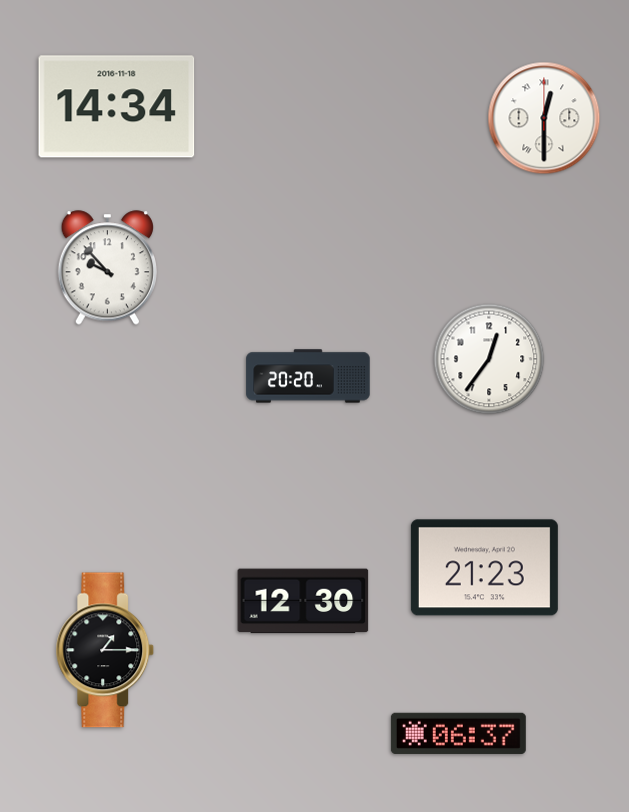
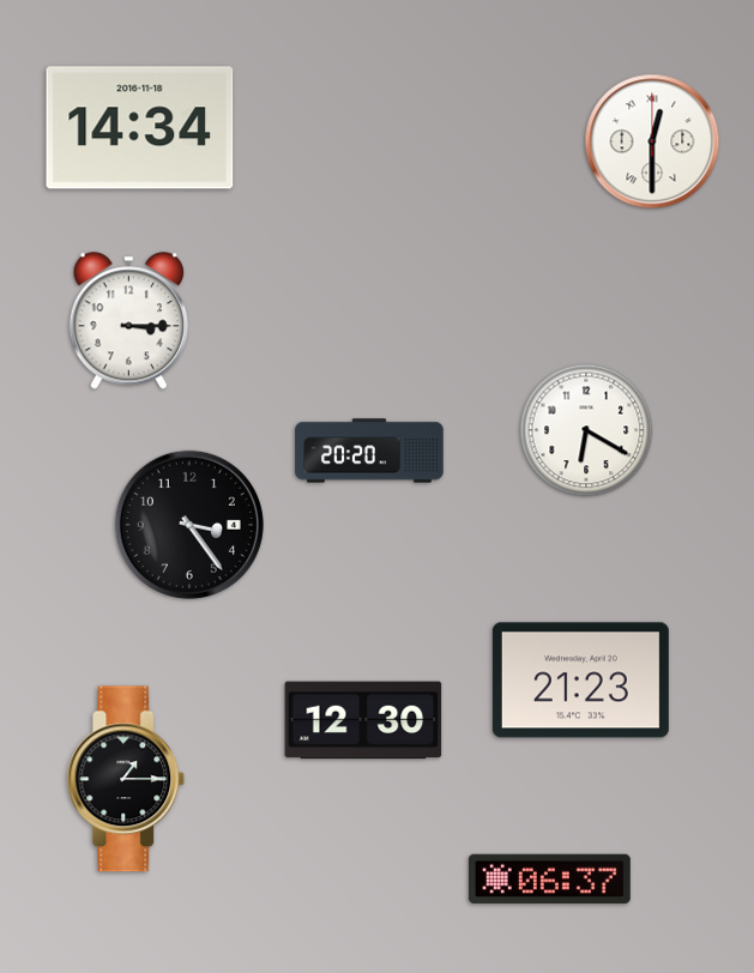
clock at (107, 268): 9:53 -> 3:15
clock at (489, 359): 12:36 -> 6:20
clock at (189, 525): none -> 3:24
